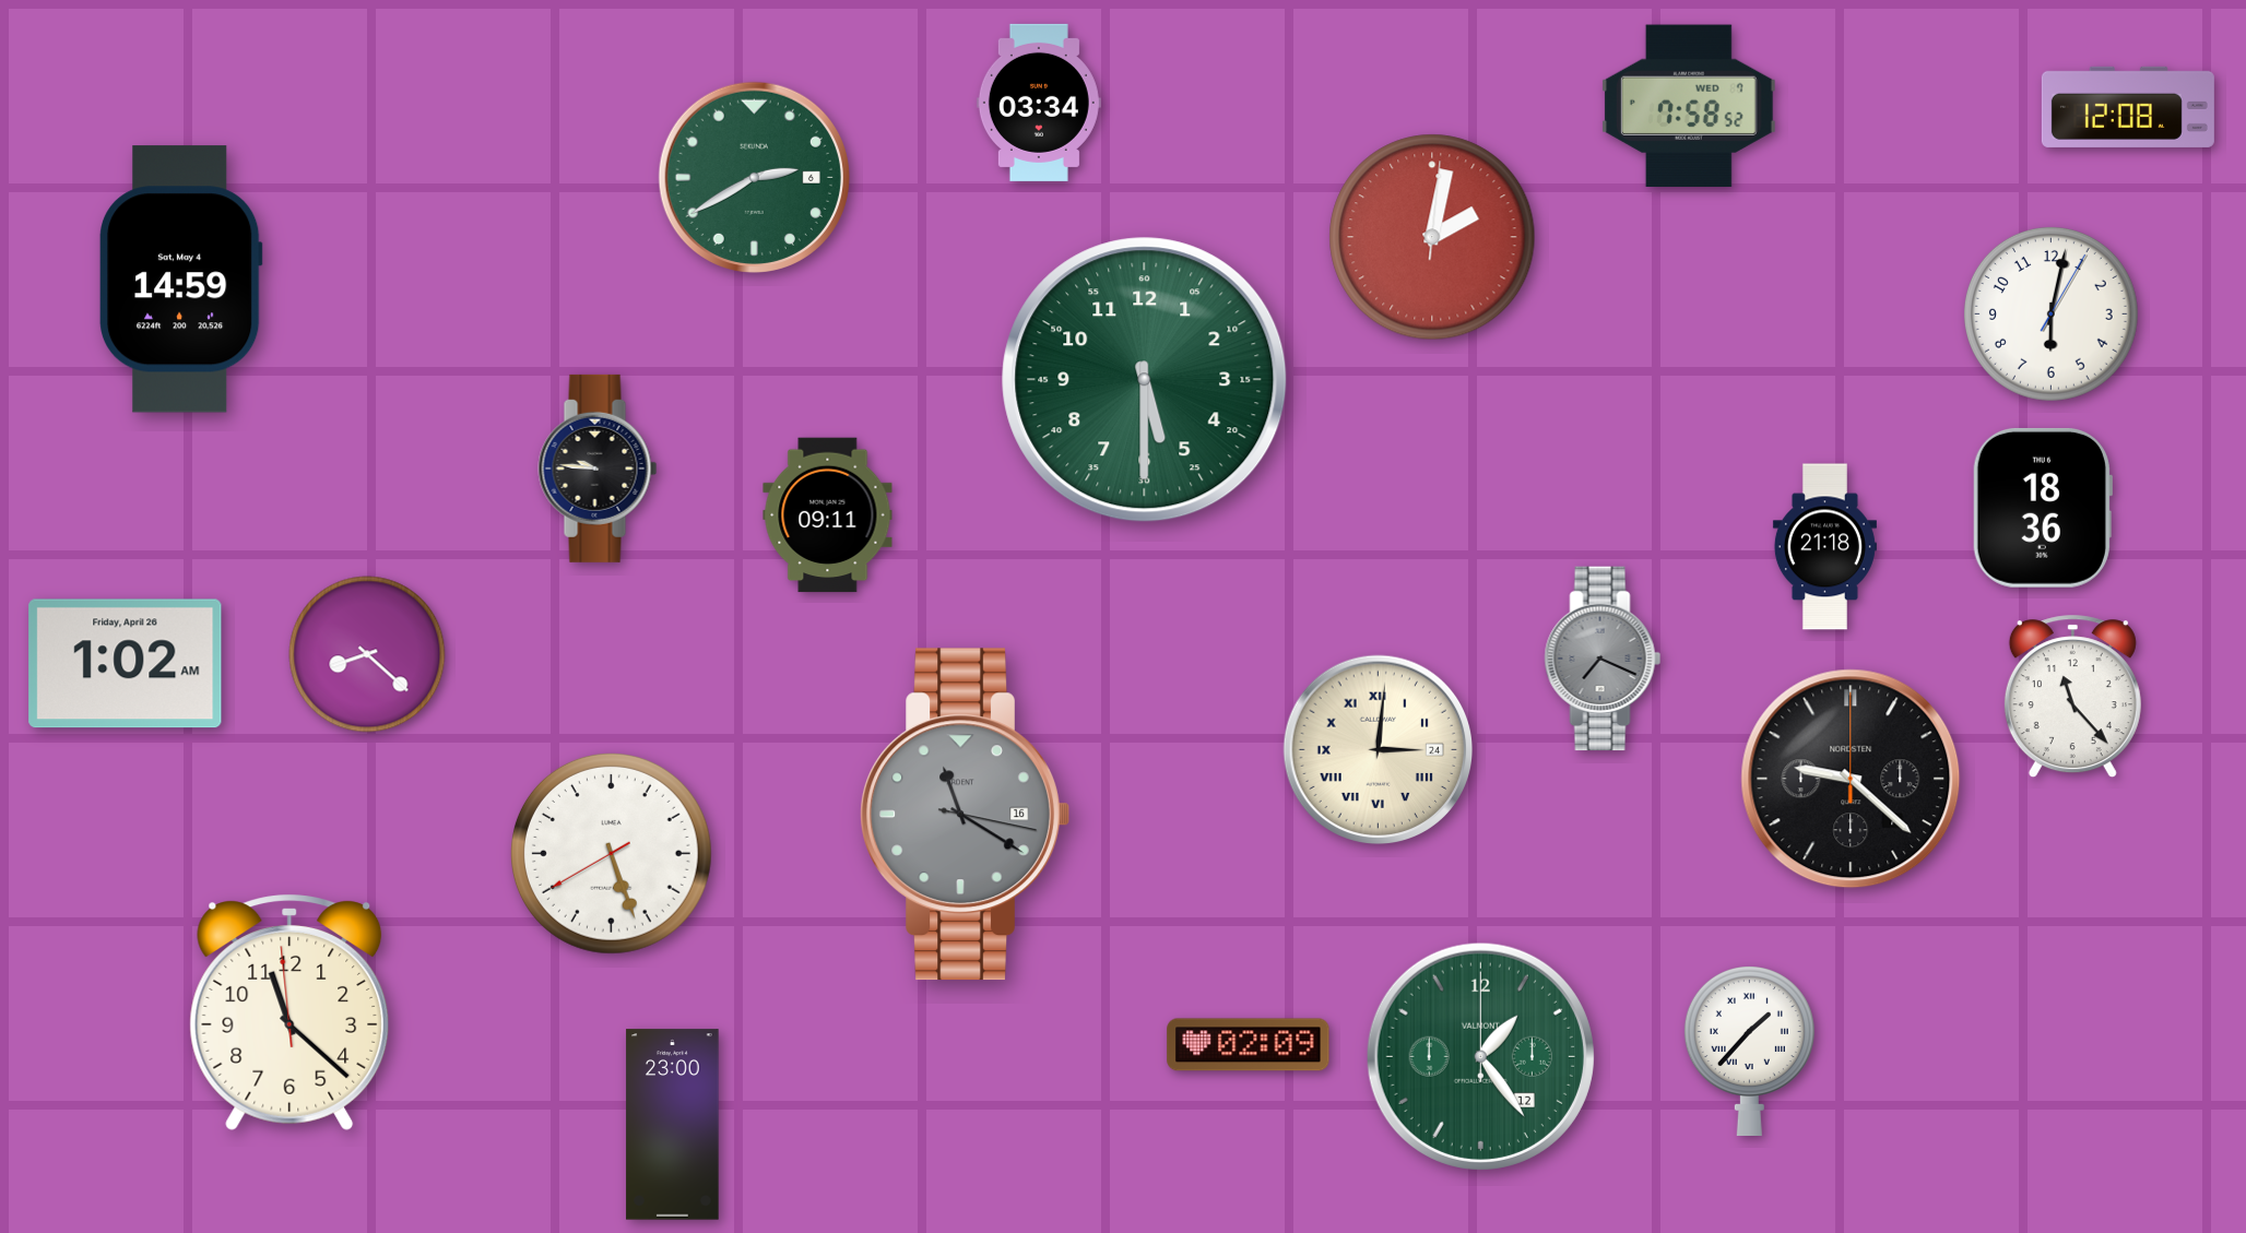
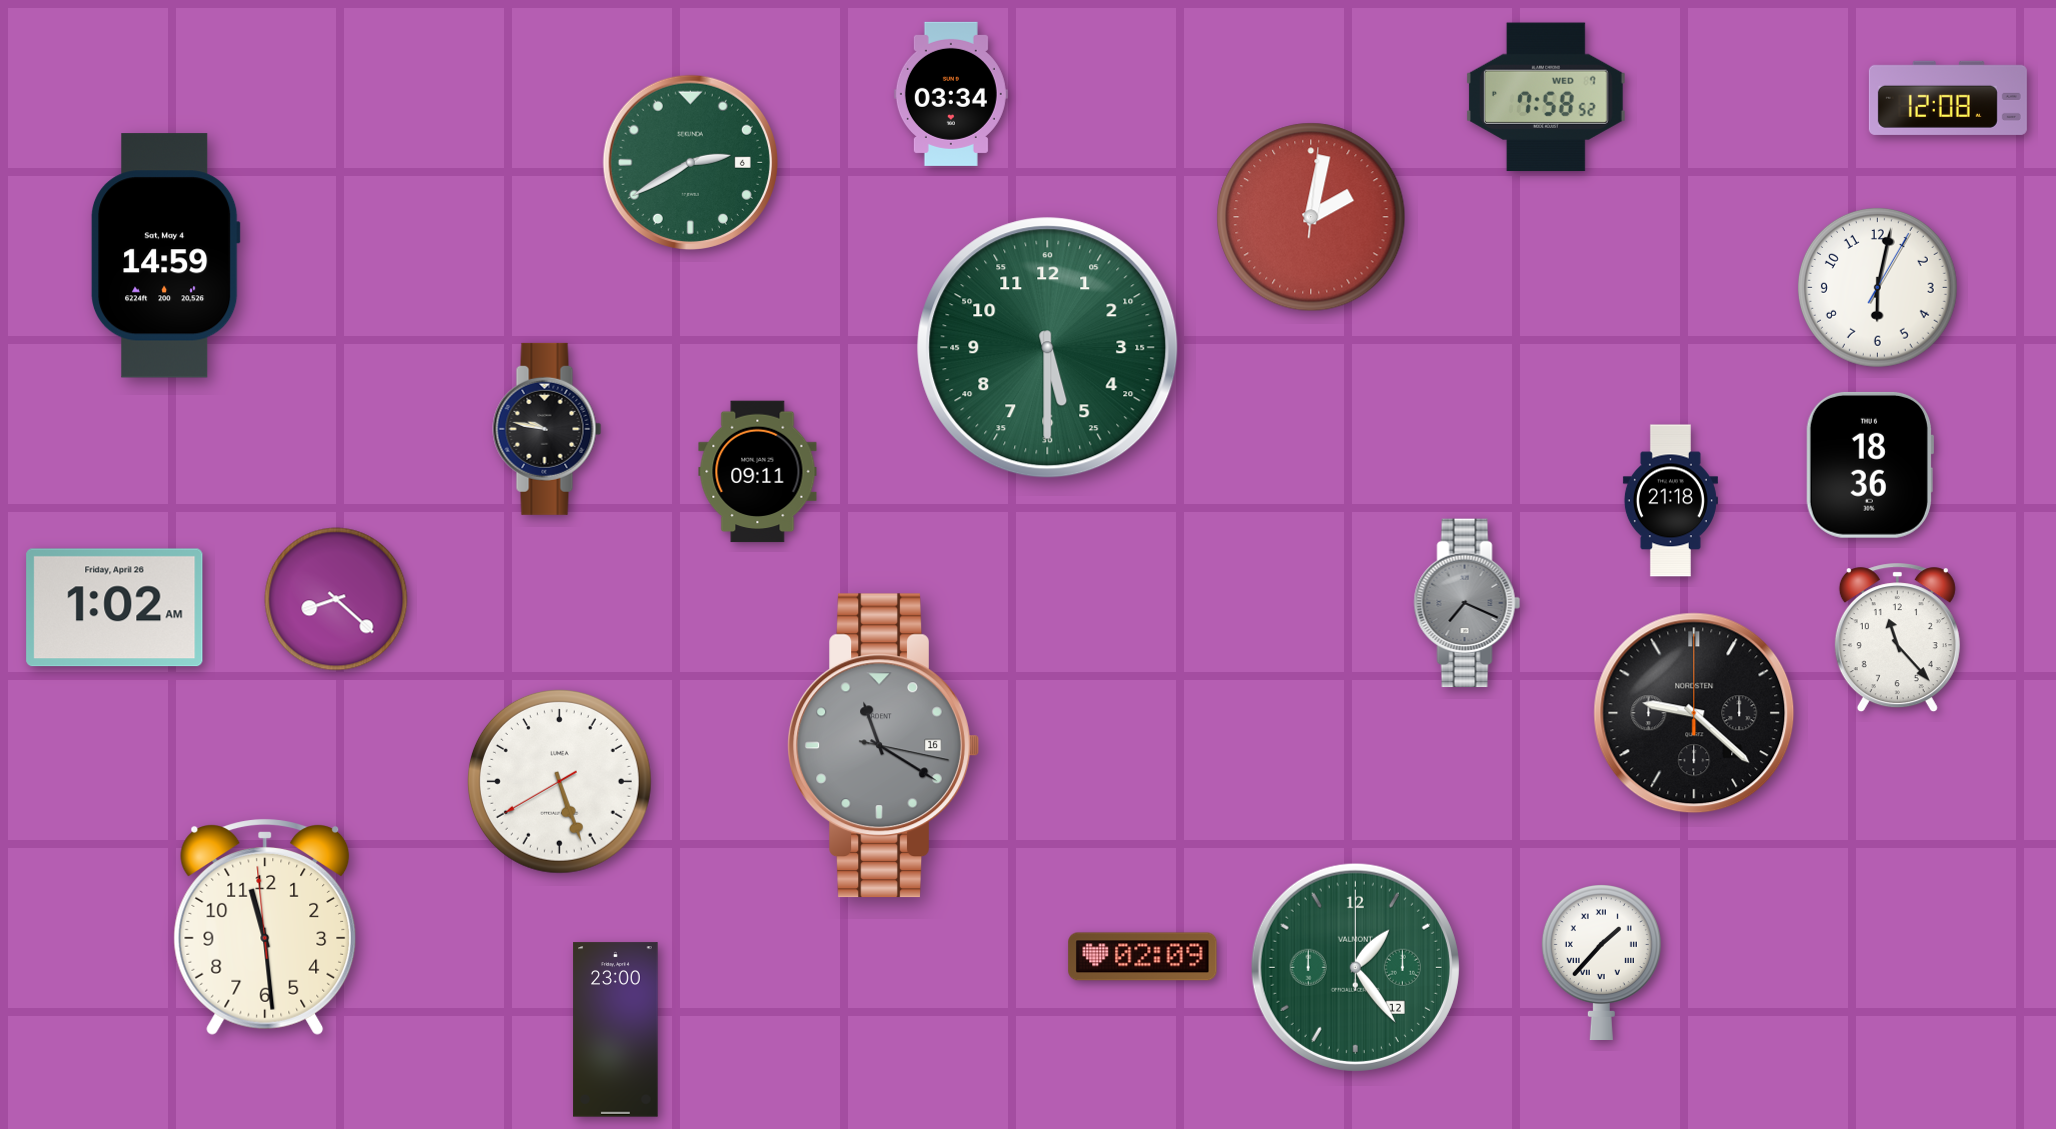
clock at (598, 469): 9:46 -> 9:47
clock at (1379, 750): 3:01 -> none
clock at (289, 1012): 11:21 -> 11:28
